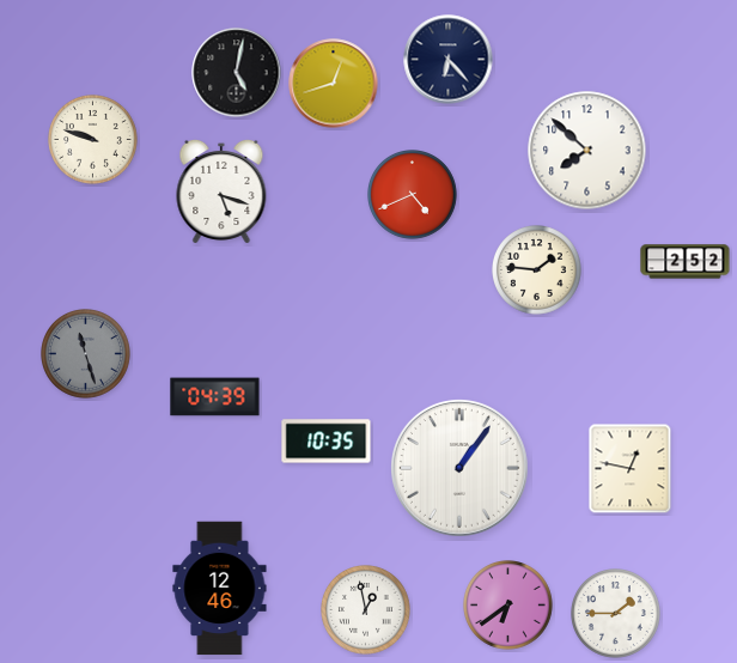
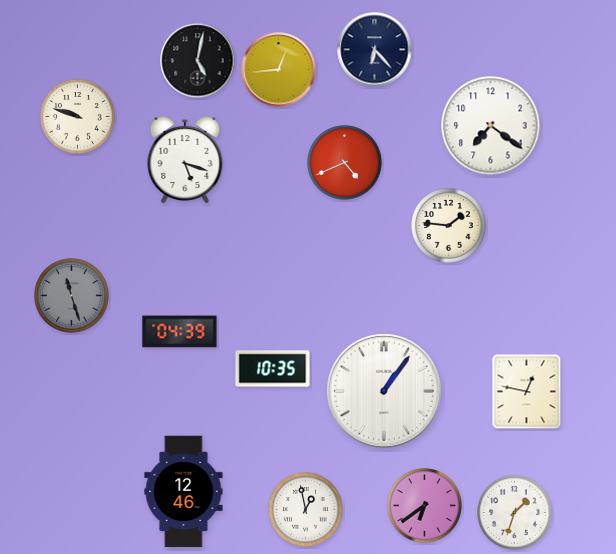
clock at (334, 84): 12:42 -> 12:44
clock at (587, 151): 7:52 -> 7:21
clock at (686, 262): 2:52 -> none
clock at (616, 614): 1:45 -> 1:33
